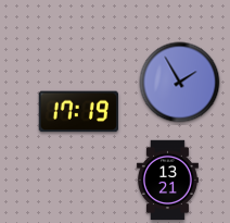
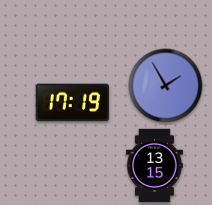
clock at (180, 83) position: (180, 83) -> (166, 86)
clock at (167, 181): 13:21 -> 13:15
